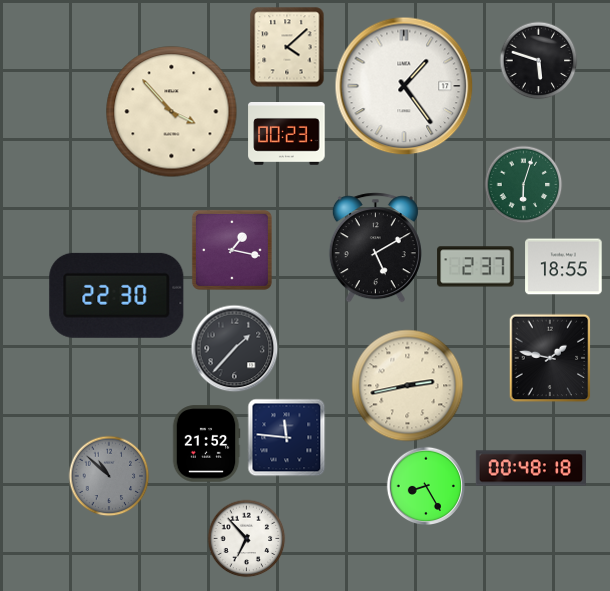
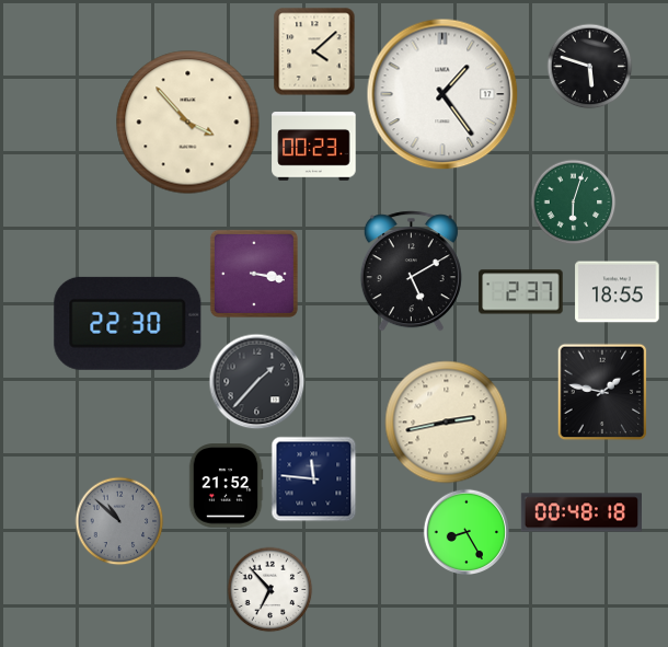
clock at (232, 250): 1:17 -> 3:17
